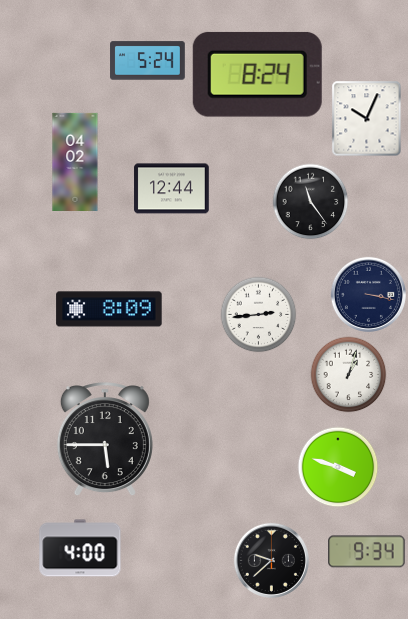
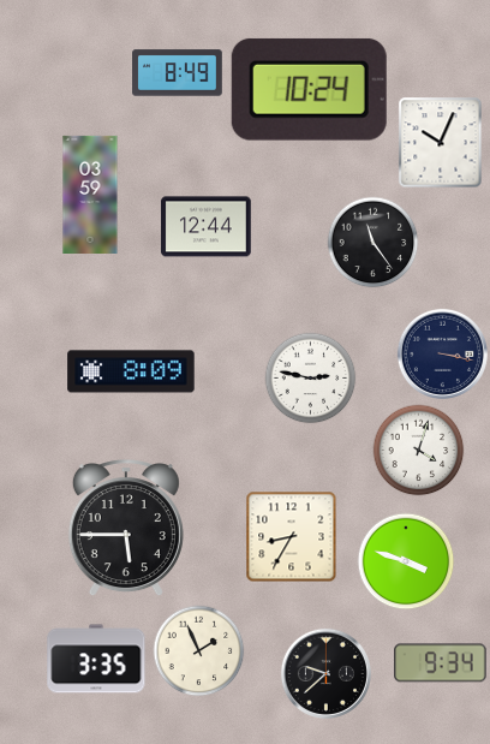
clock at (148, 61): 5:24 -> 8:49
clock at (257, 74): 8:24 -> 10:24
clock at (75, 161): 04:02 -> 03:59
clock at (259, 315): 2:44 -> 2:47
clock at (349, 375): 1:03 -> 4:03
clock at (292, 537): none -> 8:35
clock at (199, 651): none -> 1:56
clock at (80, 548): 4:00 -> 3:35
